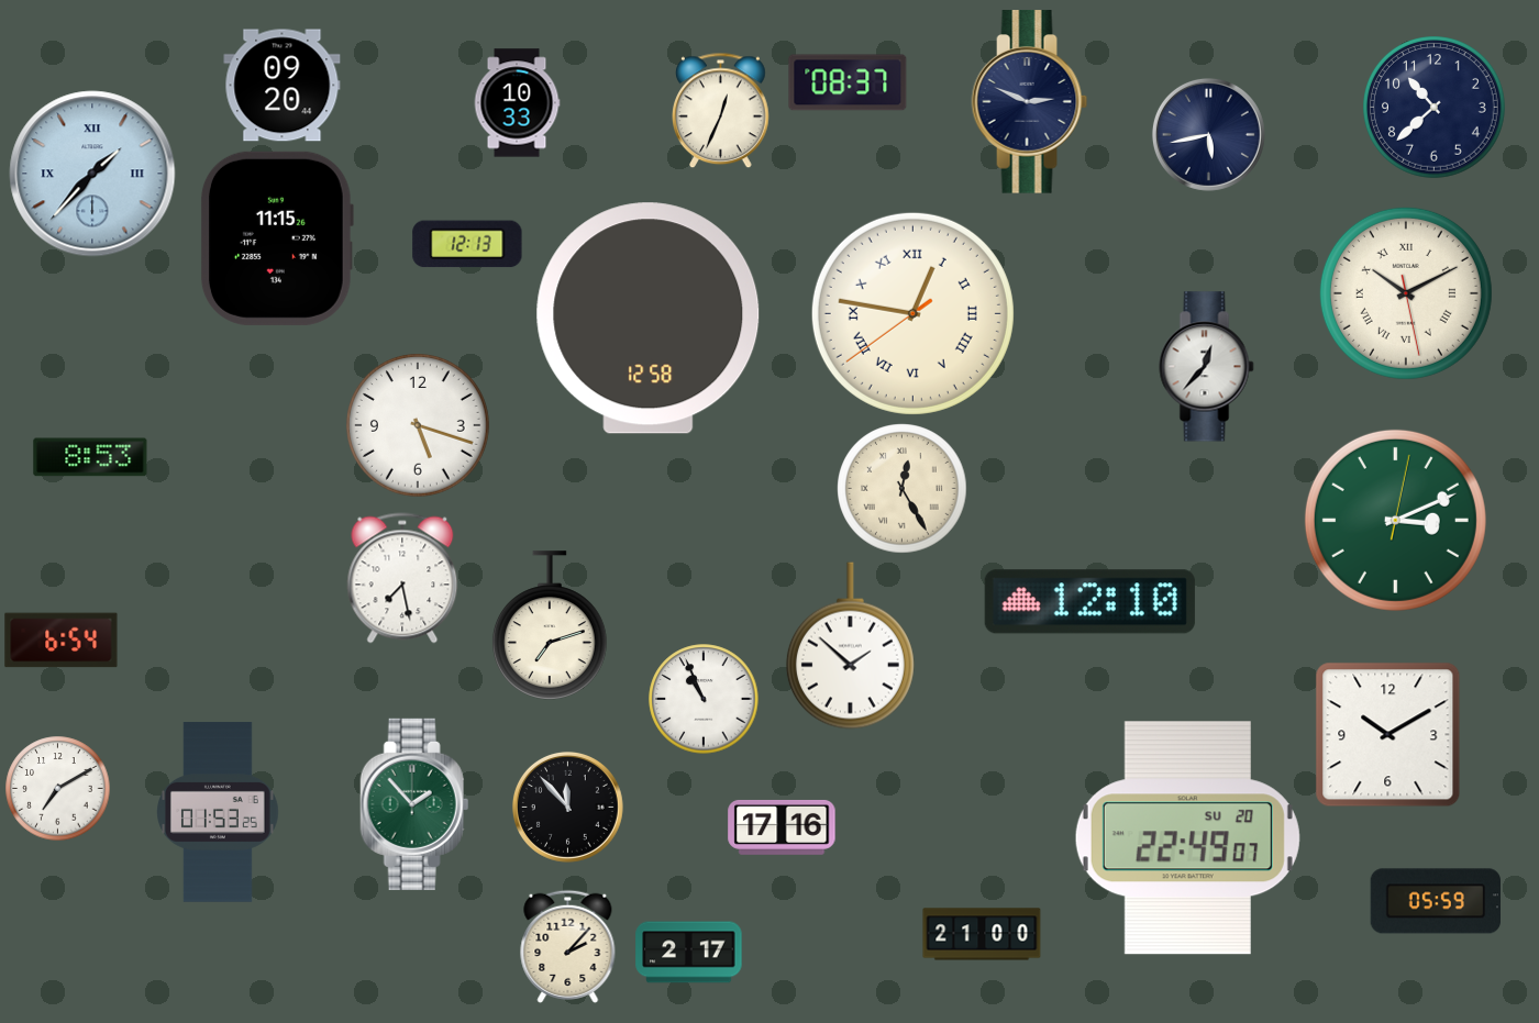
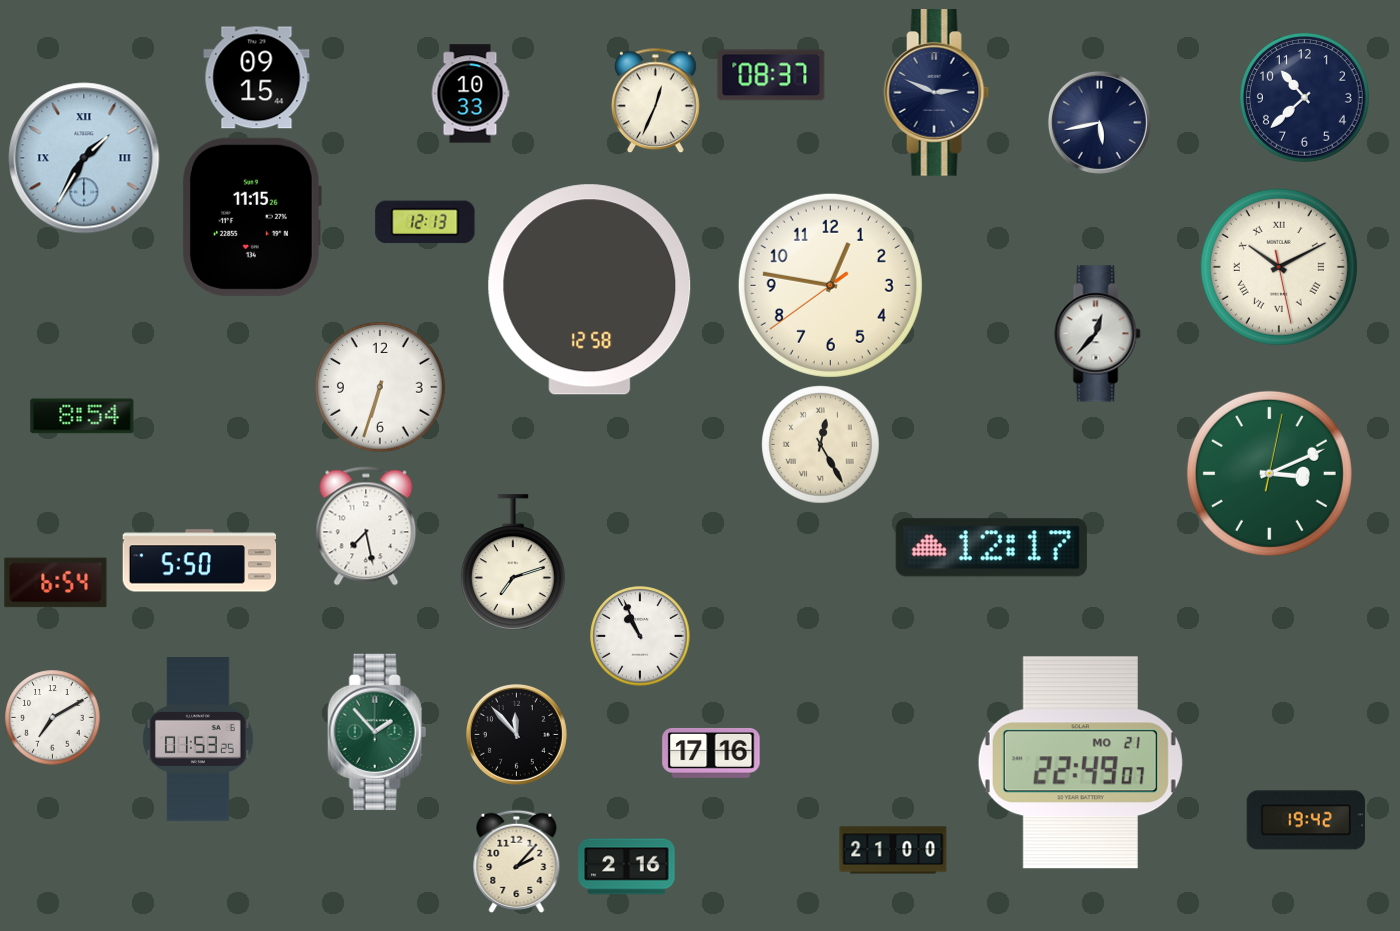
clock at (283, 86): 09:20 -> 09:15
clock at (92, 174): 1:37 -> 1:35
clock at (912, 313) numerals: Roman -> Arabic
clock at (419, 426): 5:18 -> 6:33
clock at (90, 457): 8:53 -> 8:54
clock at (1089, 602): 12:10 -> 12:17
clock at (200, 561): none -> 5:50
clock at (550, 625) position: (550, 625) -> (513, 562)
clock at (850, 646): 1:52 -> none
clock at (1388, 735): 10:10 -> none
clock at (1187, 838) date: SU 20 -> MO 21
clock at (1436, 901): 05:59 -> 19:42
clock at (689, 953): 2:17 -> 2:16
